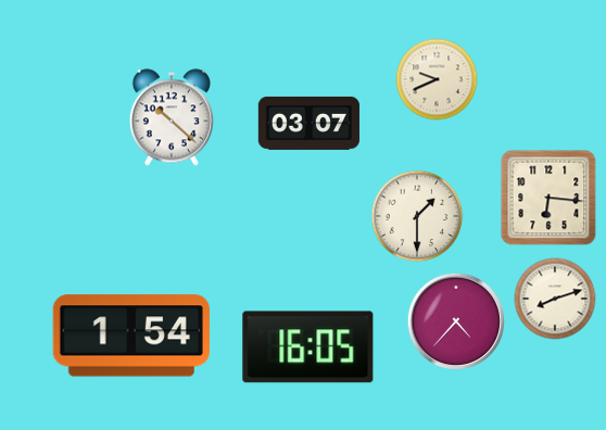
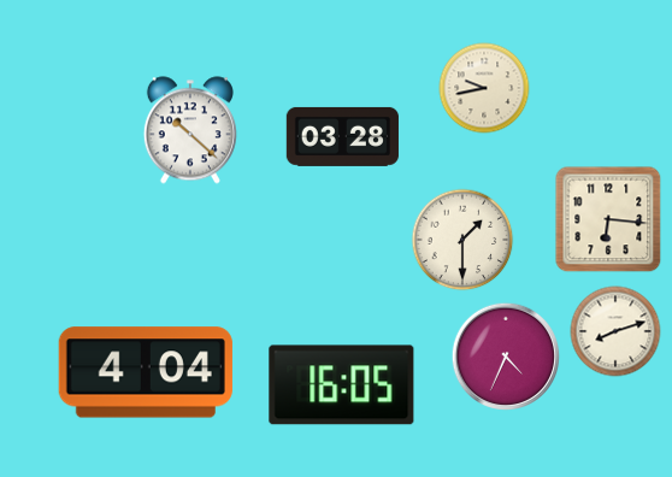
clock at (437, 79): 9:41 -> 9:43
clock at (308, 123): 03:07 -> 03:28
clock at (455, 320): 4:37 -> 4:34
clock at (131, 336): 1:54 -> 4:04
